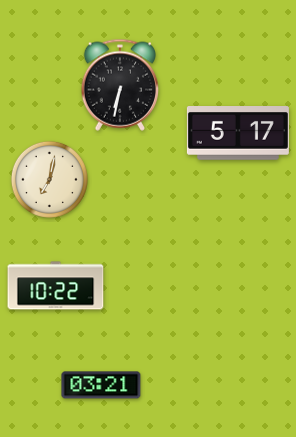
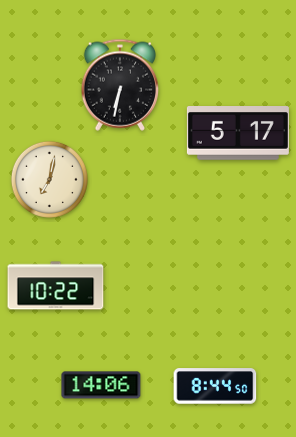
clock at (101, 385): 03:21 -> 14:06
clock at (215, 386): none -> 8:44
